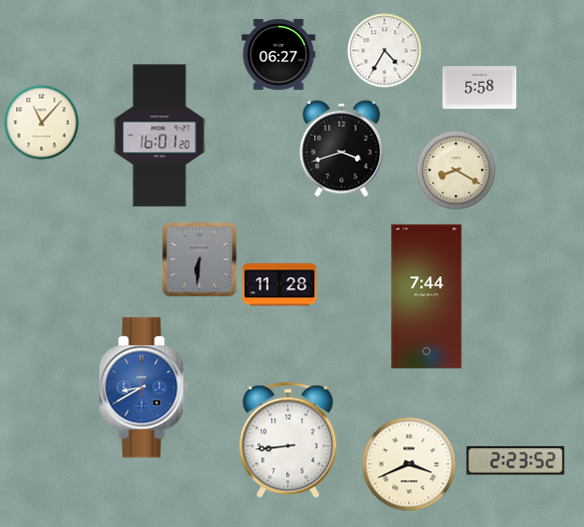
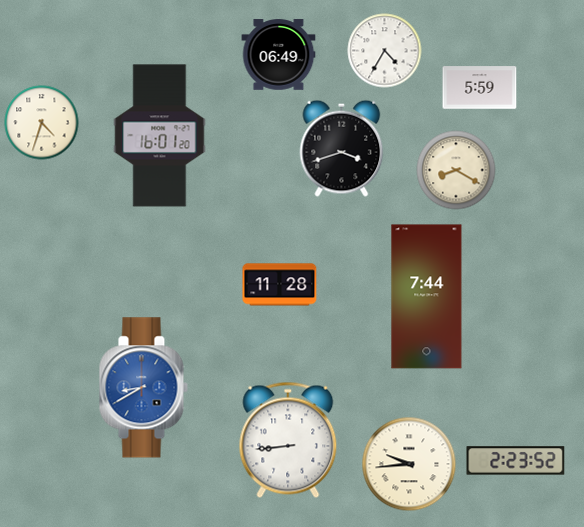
clock at (279, 55): 06:27 -> 06:49
clock at (480, 88): 5:58 -> 5:59
clock at (42, 123): 11:07 -> 4:33
clock at (200, 260): 6:31 -> none
clock at (409, 464): 3:41 -> 9:44
